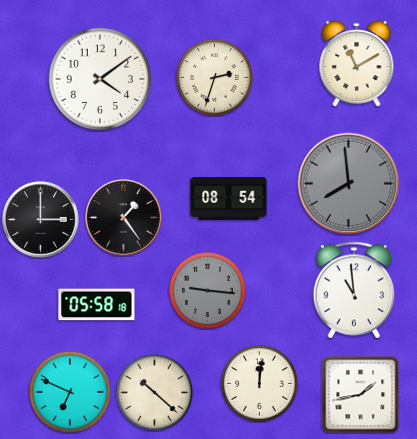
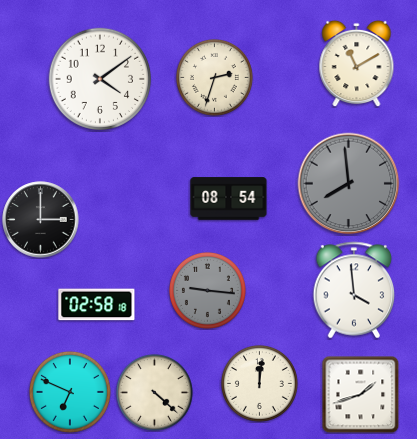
clock at (124, 218): 1:24 -> none
clock at (354, 290): 10:59 -> 3:59
clock at (97, 305): 05:58 -> 02:58
clock at (154, 392): 10:22 -> 4:22
clock at (360, 394): 1:43 -> 1:42
